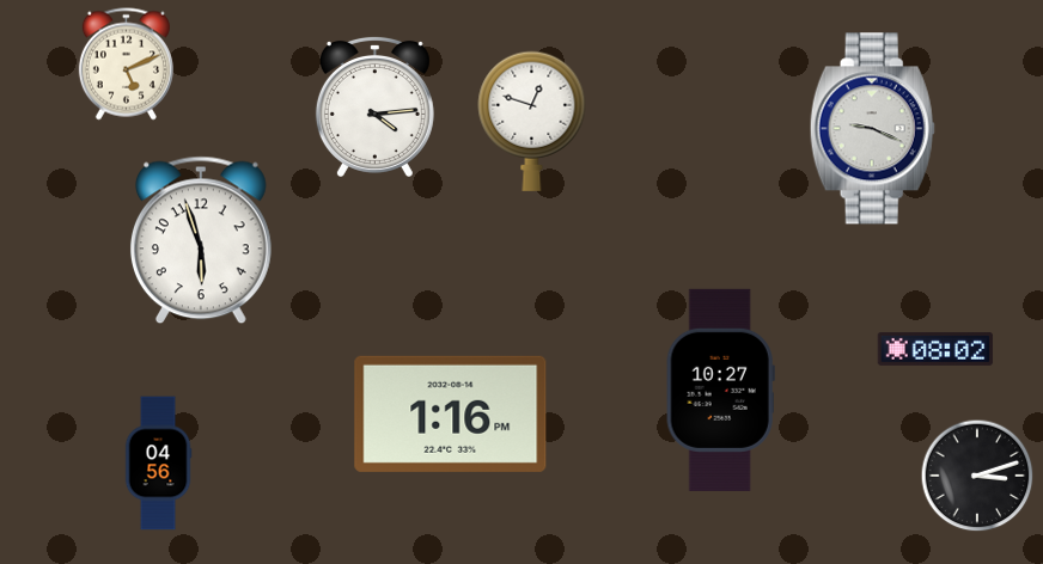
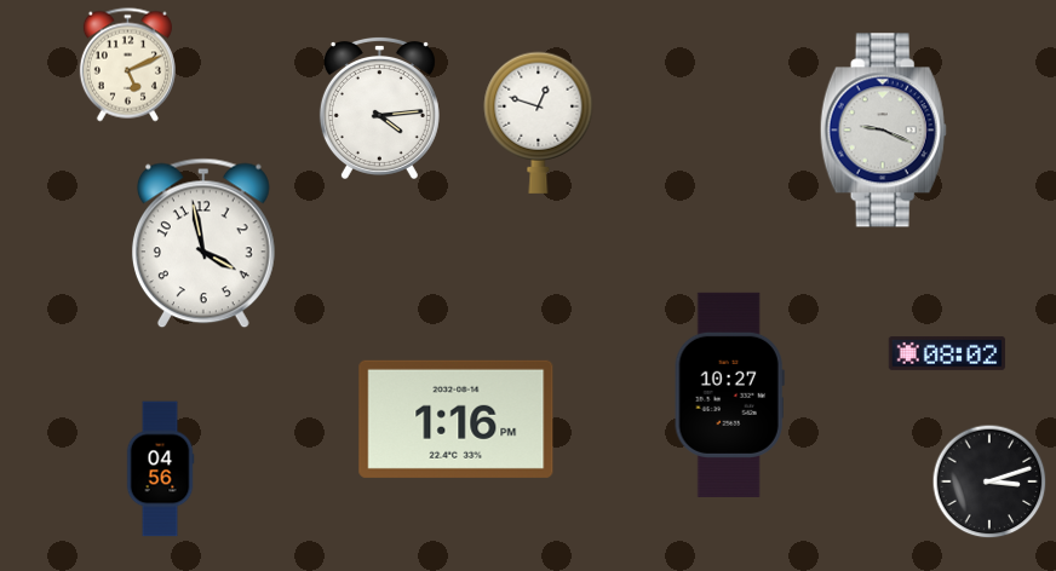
clock at (201, 240): 5:57 -> 3:58
